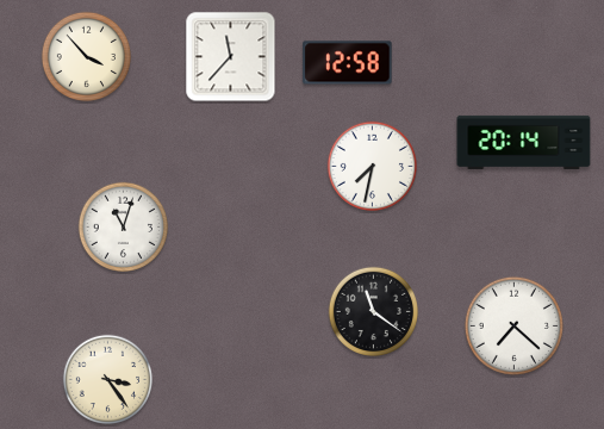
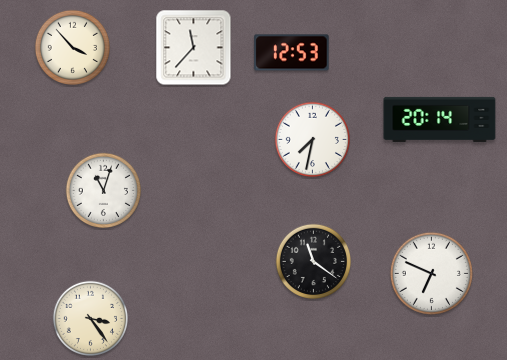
clock at (348, 63): 12:58 -> 12:53
clock at (513, 325): 7:22 -> 6:49
